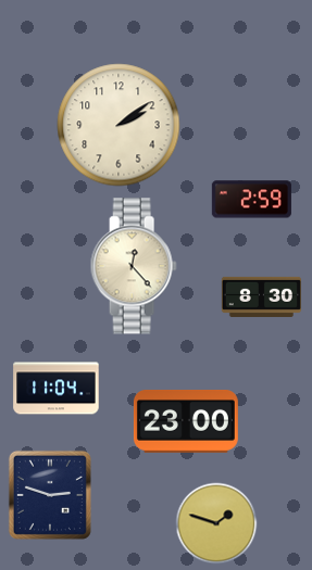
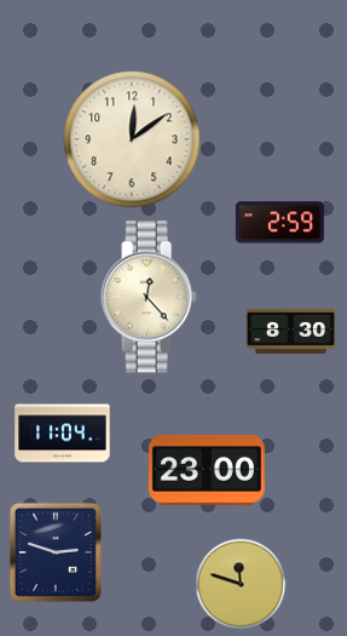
clock at (118, 125): 2:09 -> 12:09
clock at (216, 523): 1:48 -> 11:48
